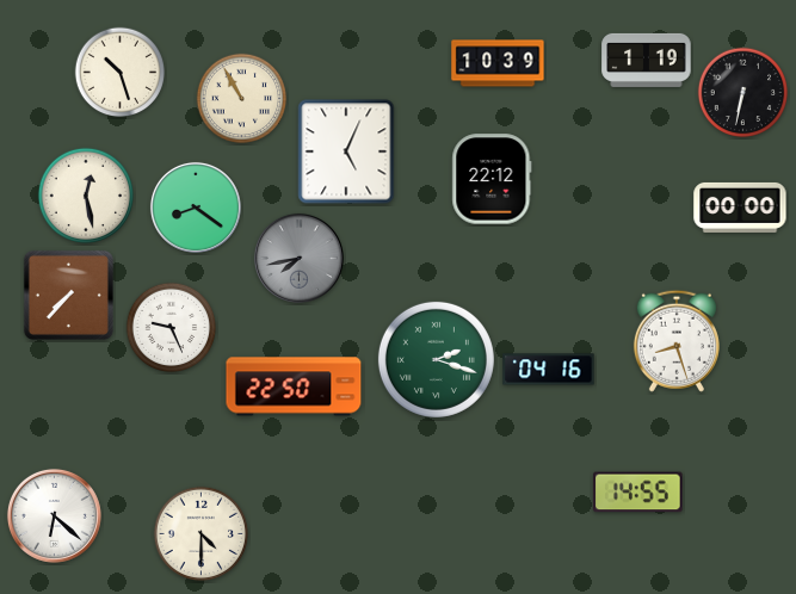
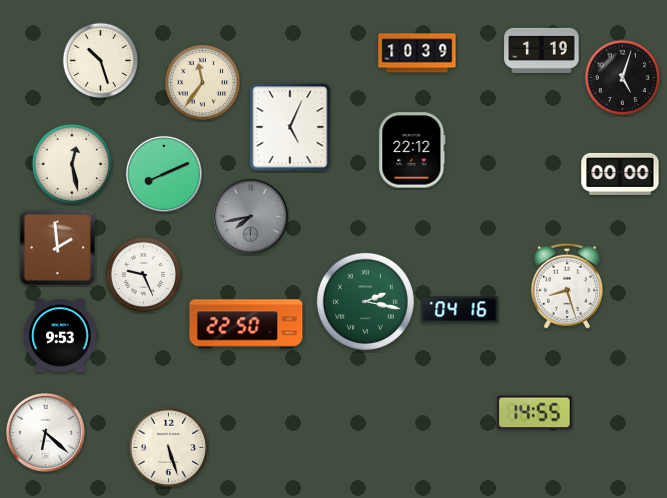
clock at (743, 93): 6:32 -> 5:03
clock at (242, 99): 10:55 -> 11:36
clock at (196, 208): 8:21 -> 8:11
clock at (68, 295): 7:37 -> 1:59
clock at (436, 359): 2:18 -> 2:17
clock at (60, 336): none -> 9:53
clock at (202, 534): 4:30 -> 5:27
